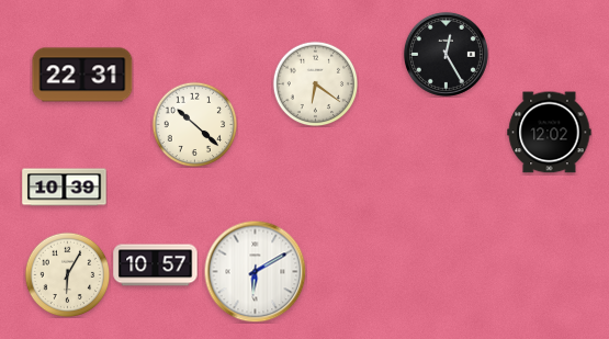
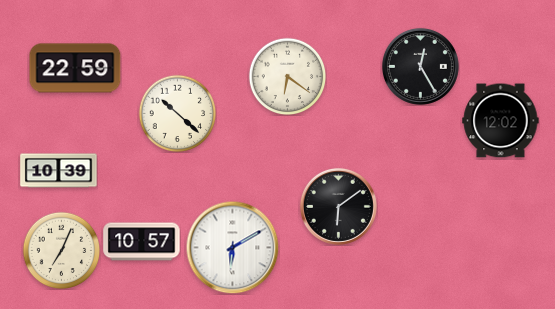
clock at (446, 54) position: (446, 54) -> (420, 66)
clock at (82, 75): 22:31 -> 22:59
clock at (338, 206): none -> 6:09
clock at (67, 274): 6:05 -> 7:04
